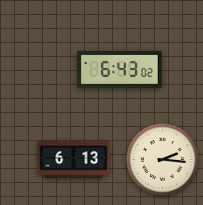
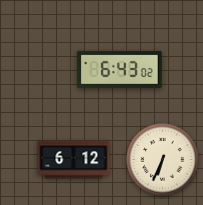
clock at (74, 160): 6:13 -> 6:12
clock at (163, 160): 2:16 -> 6:34
